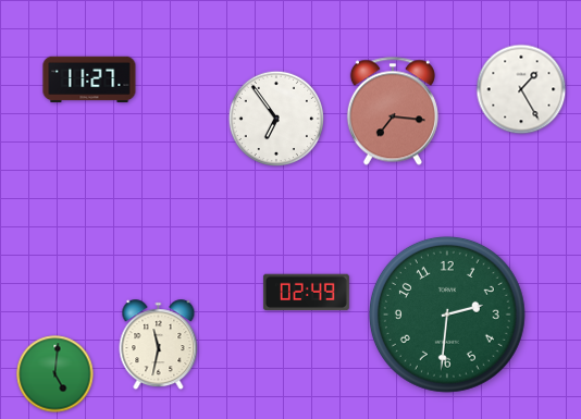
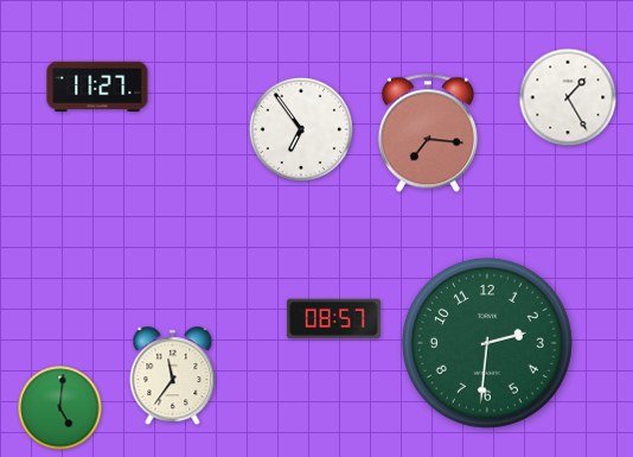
clock at (393, 111) position: (393, 111) -> (428, 133)
clock at (306, 293): 02:49 -> 08:57
clock at (159, 345): 11:32 -> 11:36
